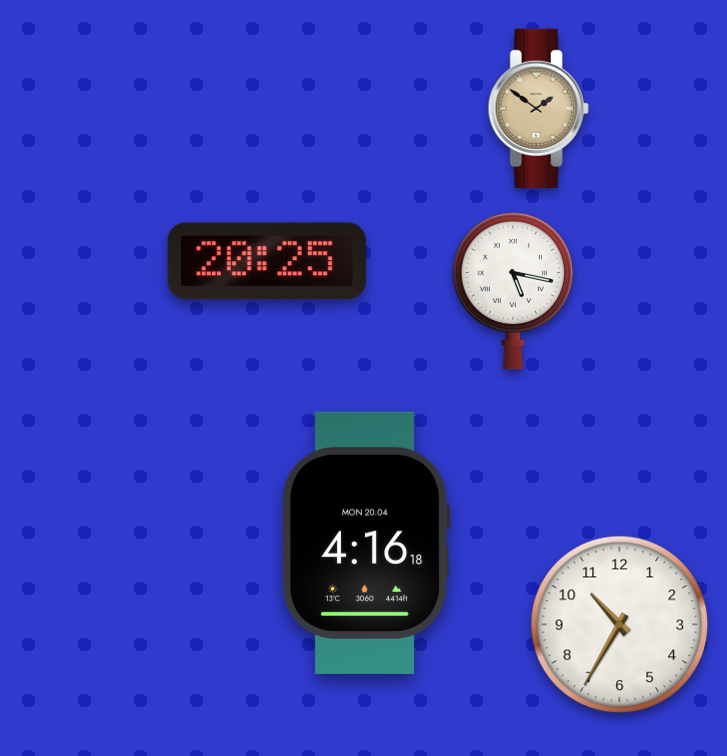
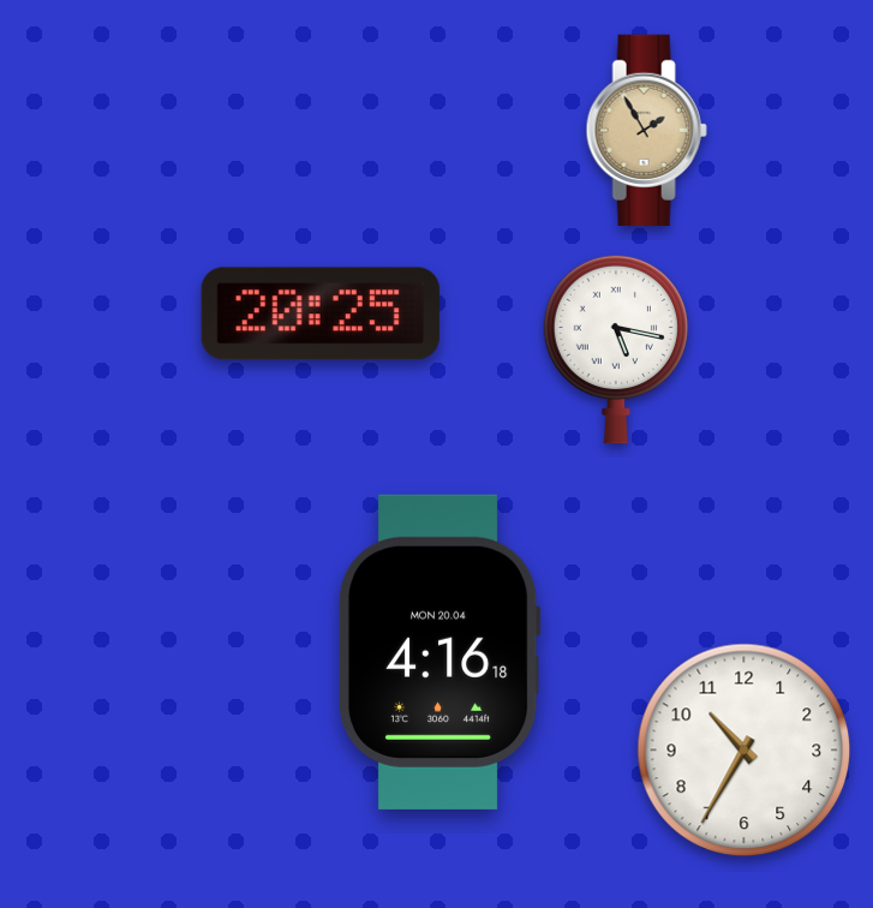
clock at (538, 108): 1:51 -> 1:55
